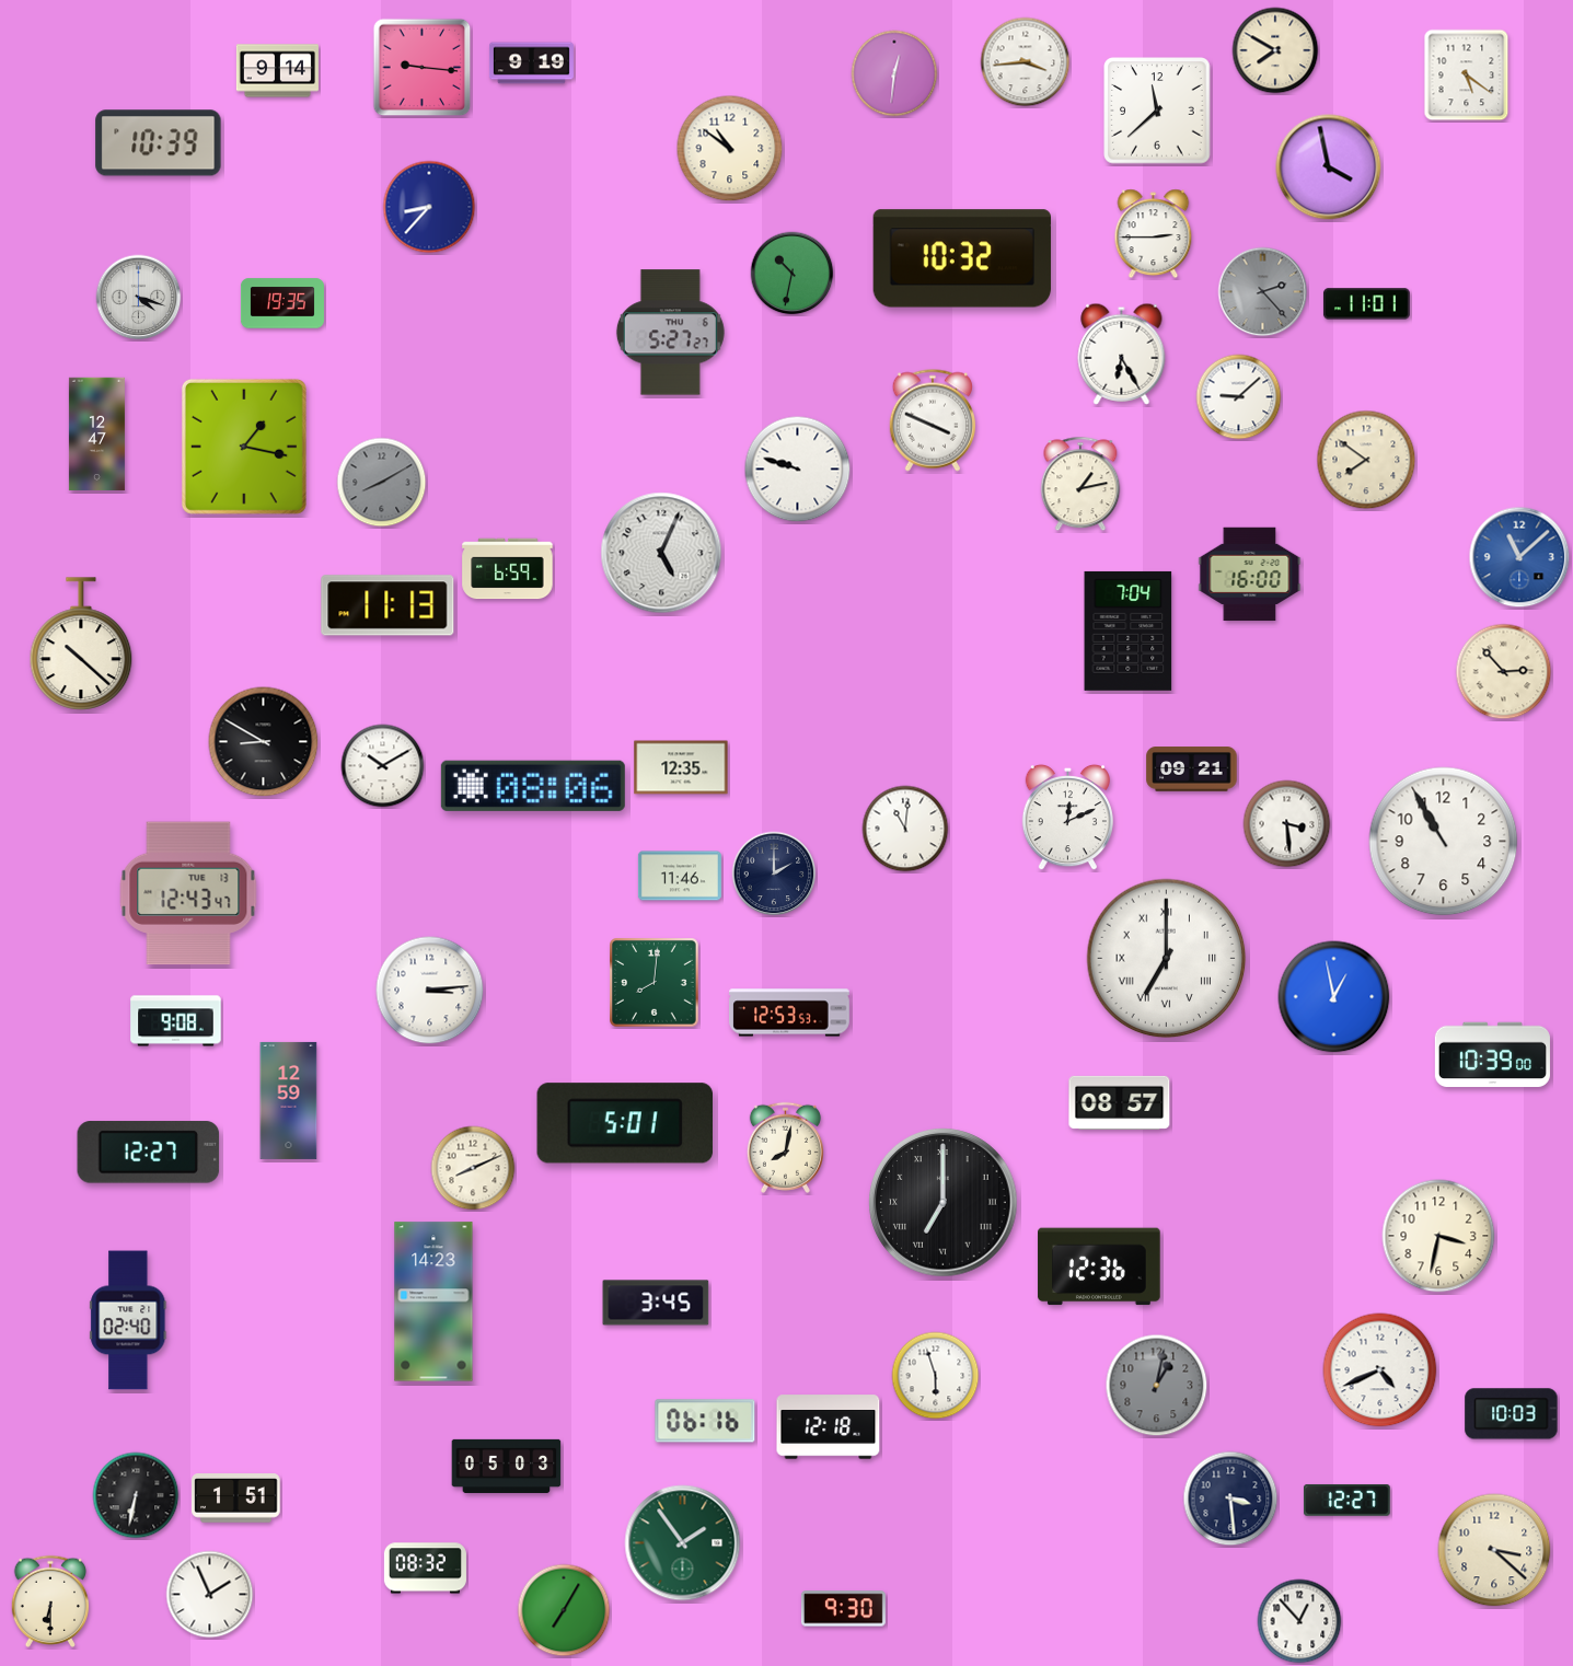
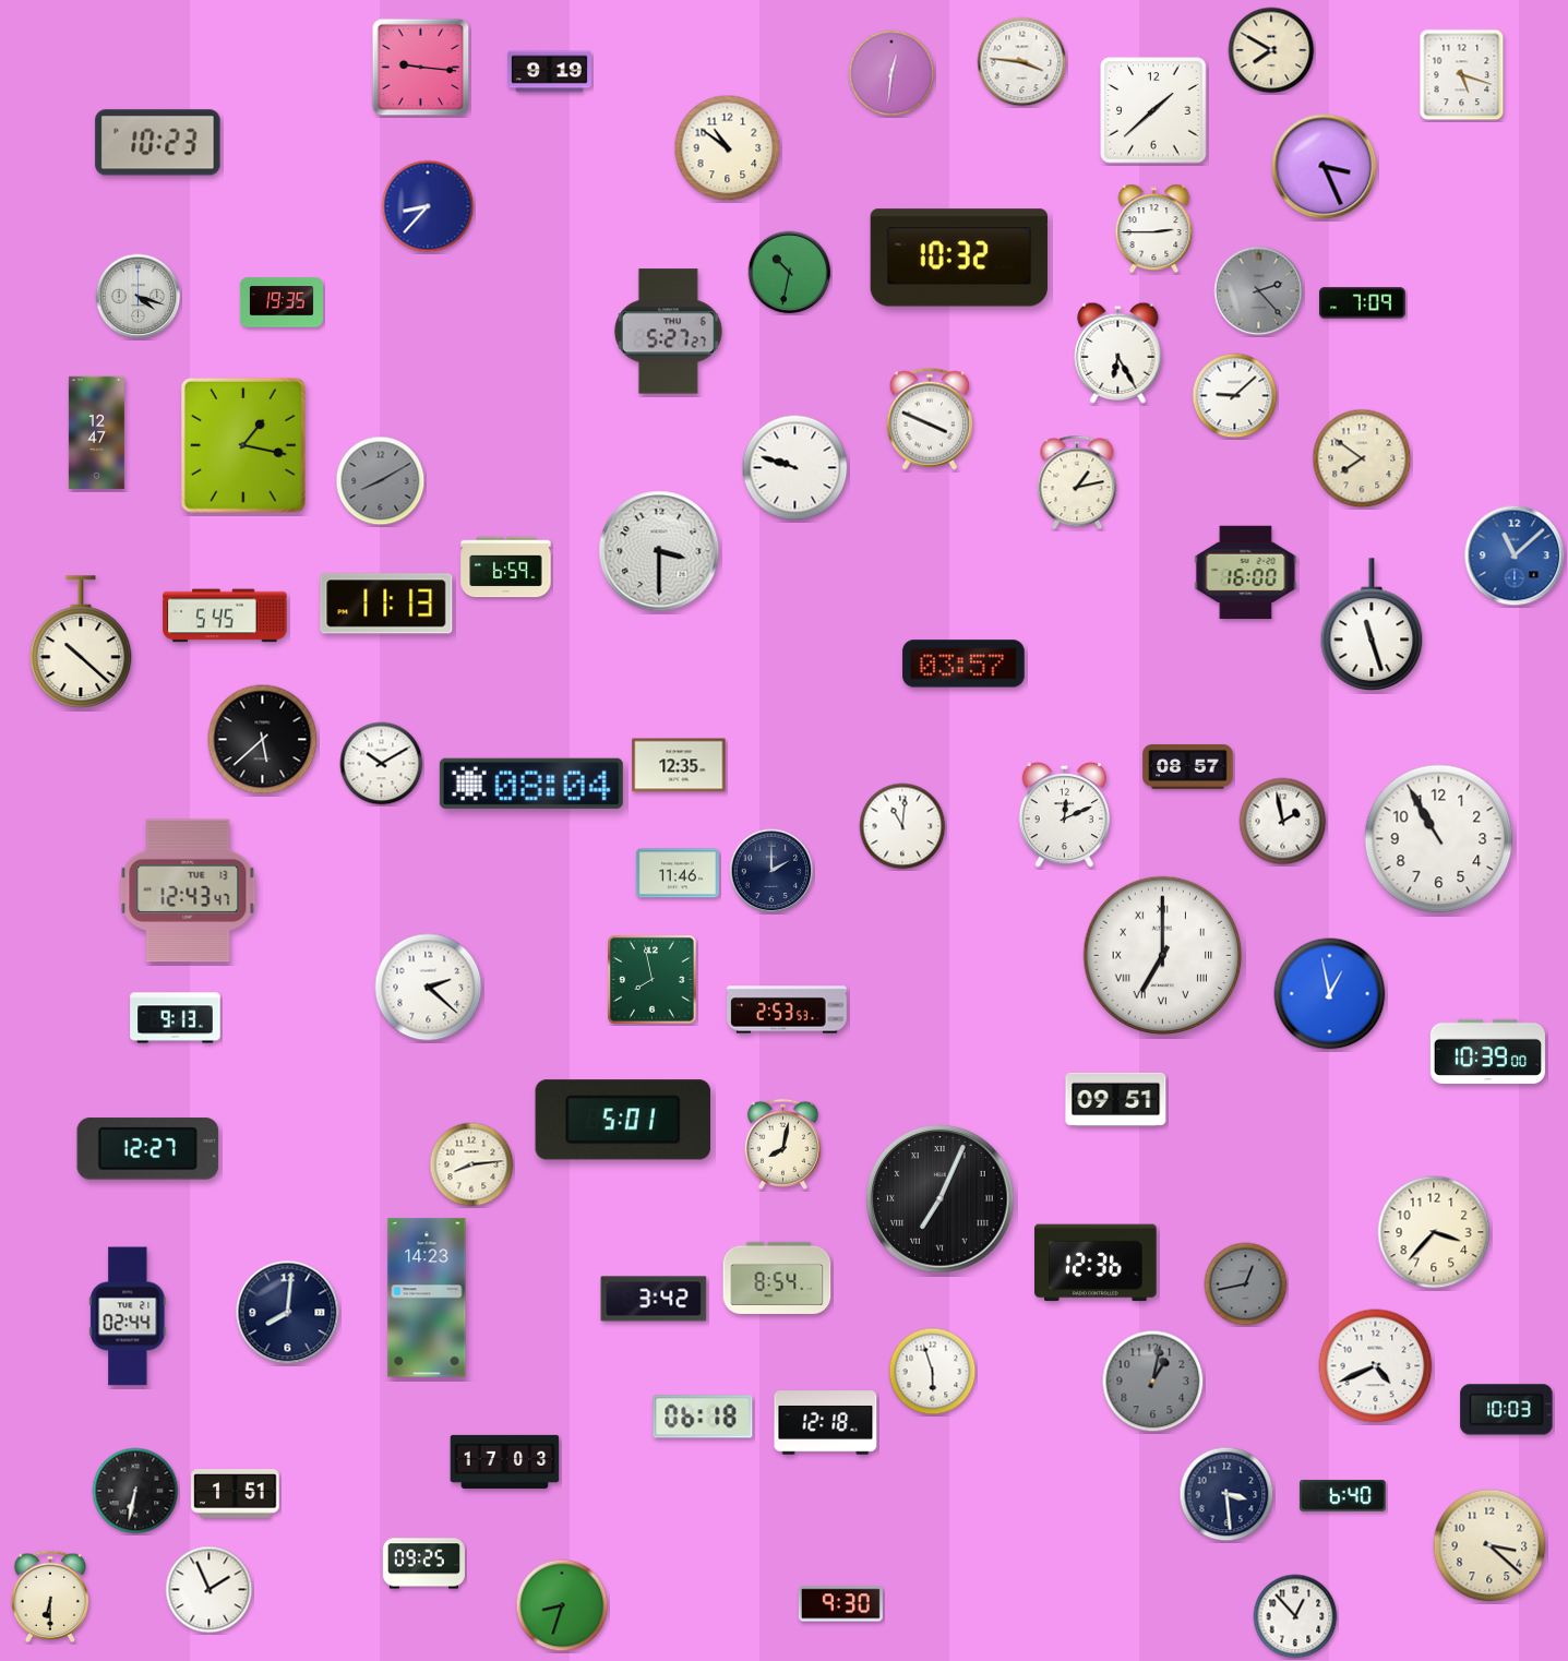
clock at (1026, 62): 3:44 -> 3:46
clock at (531, 63) position: (531, 63) -> (549, 72)
clock at (277, 71): 9:14 -> none
clock at (1467, 76): 5:21 -> 5:18
clock at (1157, 111): 11:38 -> 1:38
clock at (159, 143): 10:39 -> 10:23
clock at (1329, 167): 3:58 -> 3:26
clock at (1154, 234) position: (1154, 234) -> (1154, 229)
clock at (1366, 304): 11:01 -> 7:09
clock at (661, 553): 5:04 -> 3:30
clock at (225, 616): none -> 5:45
clock at (1372, 624): none -> 11:27
clock at (1129, 630): 7:04 -> none
clock at (963, 664): none -> 03:57
clock at (1504, 672): 2:53 -> none
clock at (264, 742): 8:50 -> 5:38
clock at (1192, 770): 09:21 -> 08:57
clock at (533, 786): 08:06 -> 08:04
clock at (1287, 824): 3:29 -> 1:58
clock at (655, 983): 8:01 -> 7:58
clock at (430, 991): 3:14 -> 2:22
clock at (789, 1013): 12:53 -> 2:53
clock at (176, 1021): 9:08 -> 9:13
clock at (289, 1100): 12:59 -> none
clock at (1120, 1102): 08:57 -> 09:51
clock at (473, 1168): 8:11 -> 8:14
clock at (944, 1203): 7:00 -> 7:04
clock at (1438, 1236): 3:32 -> 3:37
clock at (777, 1278): none -> 8:54
clock at (1246, 1284): none -> 12:43
clock at (433, 1301) position: (433, 1301) -> (427, 1298)
clock at (656, 1303): 3:45 -> 3:42
clock at (288, 1313): none -> 8:01
clock at (128, 1320): 02:40 -> 02:44
clock at (705, 1421): 06:16 -> 06:18
clock at (507, 1466): 05:03 -> 17:03
clock at (1346, 1500): 12:27 -> 6:40
clock at (683, 1543): 1:54 -> none
clock at (425, 1569): 08:32 -> 09:25
clock at (564, 1610): 7:05 -> 8:33
